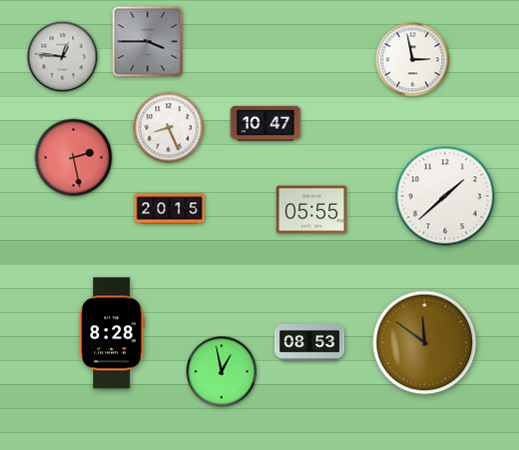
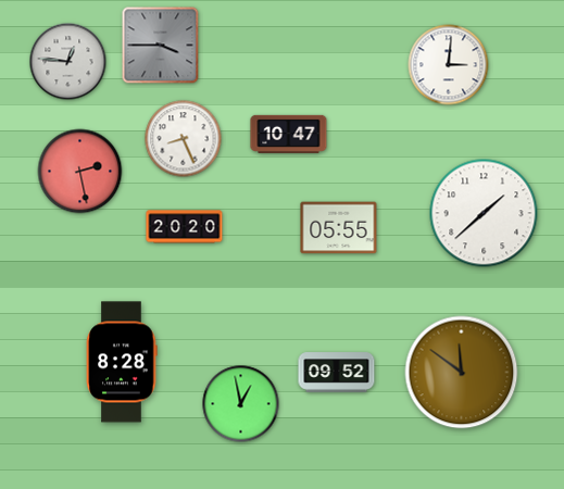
clock at (413, 60): 2:58 -> 3:01
clock at (170, 209): 20:15 -> 20:20
clock at (310, 343): 08:53 -> 09:52
